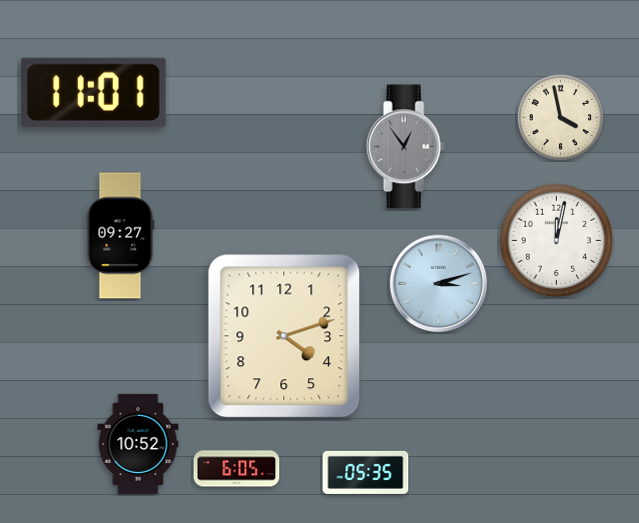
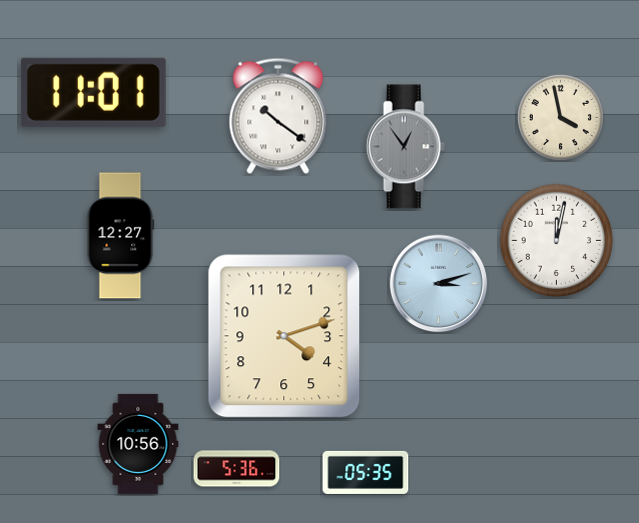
clock at (278, 116): none -> 10:21
clock at (121, 236): 09:27 -> 12:27
clock at (138, 444): 10:52 -> 10:56
clock at (237, 469): 6:05 -> 5:36
